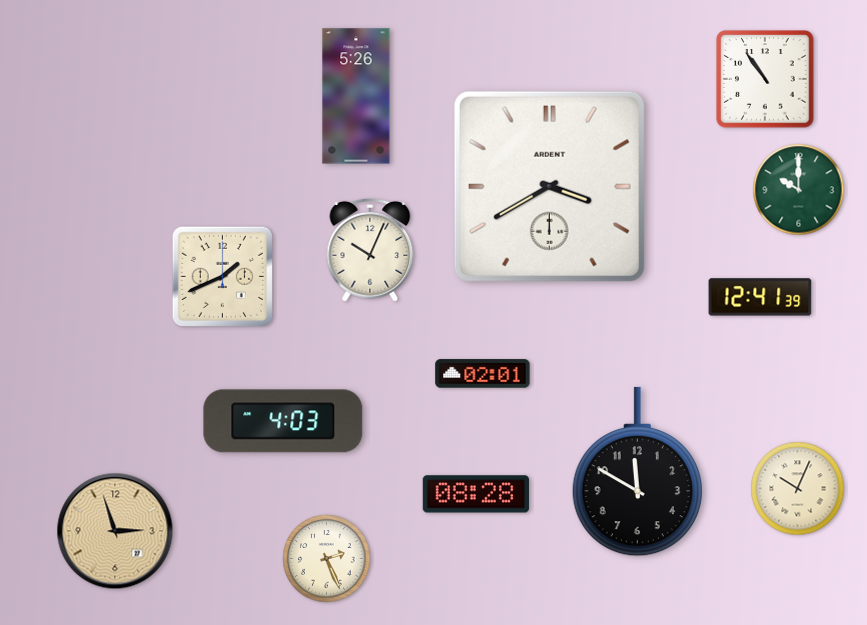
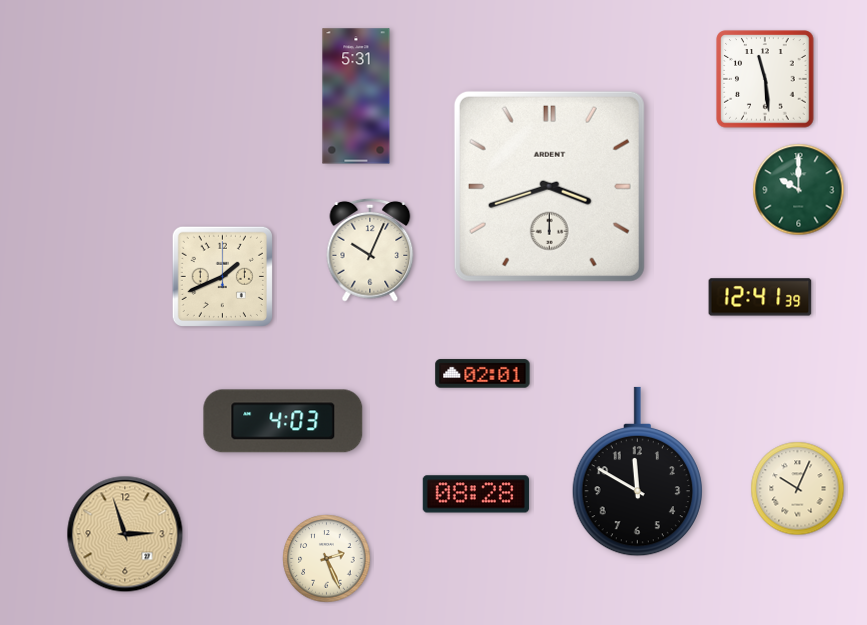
clock at (765, 79): 10:54 -> 11:29
clock at (356, 96): 5:26 -> 5:31
clock at (549, 186): 3:40 -> 3:42
clock at (115, 531) position: (115, 531) -> (125, 534)
